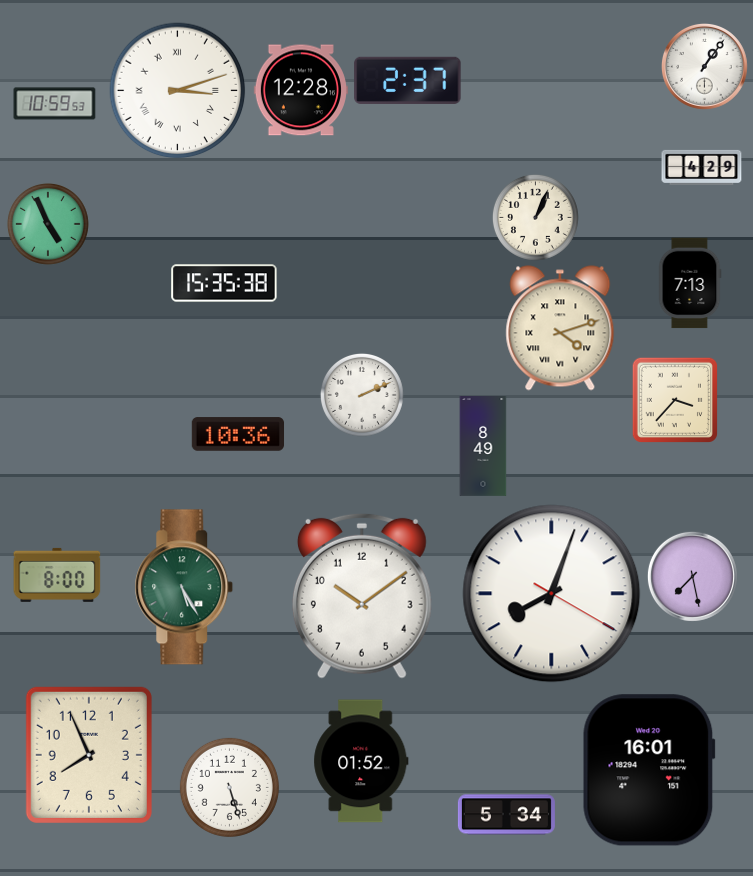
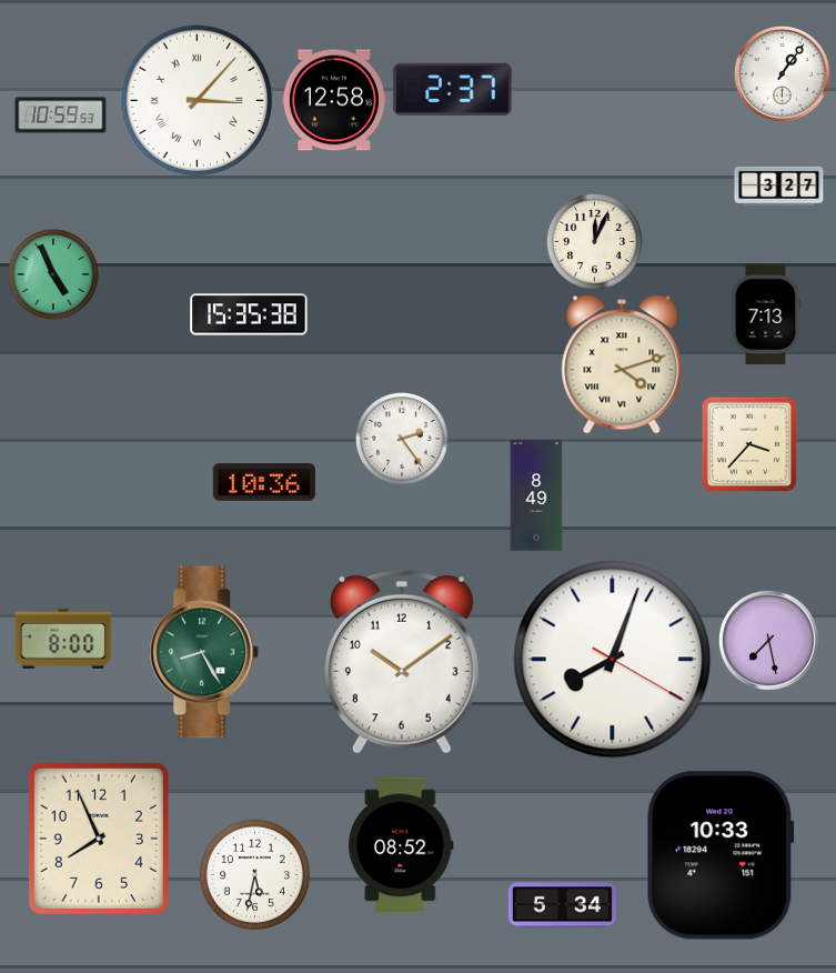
clock at (301, 90): 12:28 -> 12:58
clock at (178, 91): 3:12 -> 3:07
clock at (702, 167): 4:29 -> 3:27
clock at (535, 217): 1:04 -> 12:04
clock at (48, 224) position: (48, 224) -> (53, 274)
clock at (362, 395): 2:11 -> 2:24
clock at (184, 587): 5:25 -> 8:25
clock at (361, 761): 01:52 -> 08:52
clock at (649, 770): 16:01 -> 10:33
clock at (229, 787): 5:27 -> 5:32
